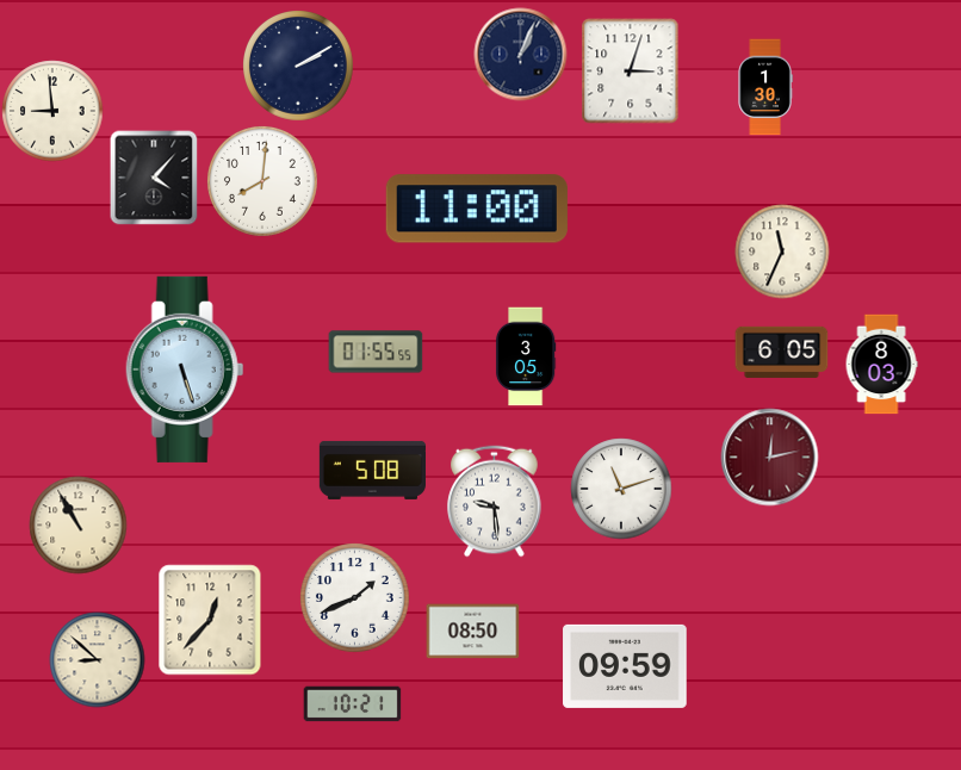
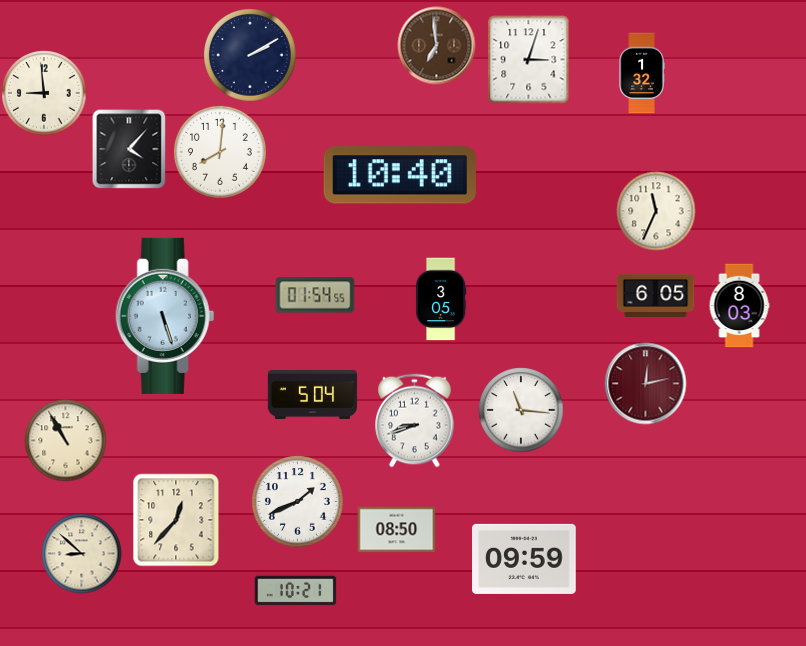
clock at (520, 54): 1:04 -> 6:59
clock at (520, 54) dial: navy -> brown
clock at (765, 87): 1:30 -> 1:32
clock at (477, 209): 11:00 -> 10:40
clock at (376, 352): 01:55 -> 01:54
clock at (185, 370) position: (185, 370) -> (165, 316)
clock at (372, 470): 5:08 -> 5:04
clock at (621, 489): 11:12 -> 11:16
clock at (495, 501): 9:29 -> 8:42
